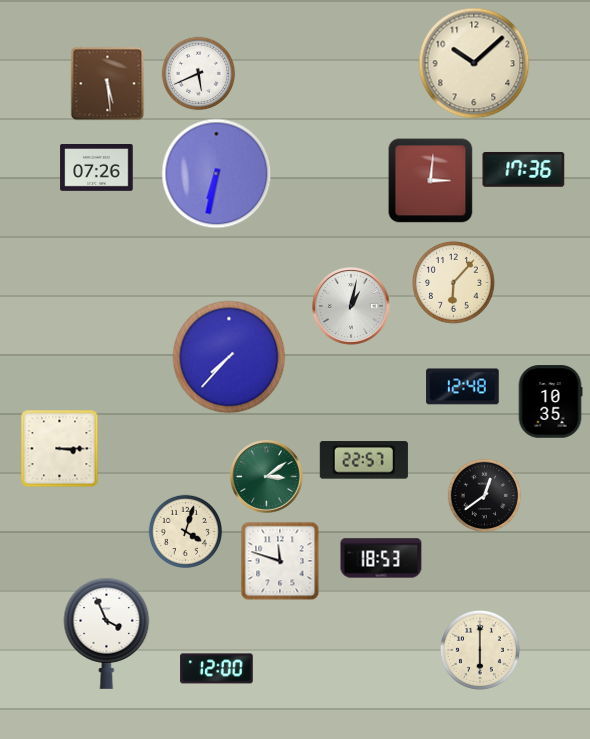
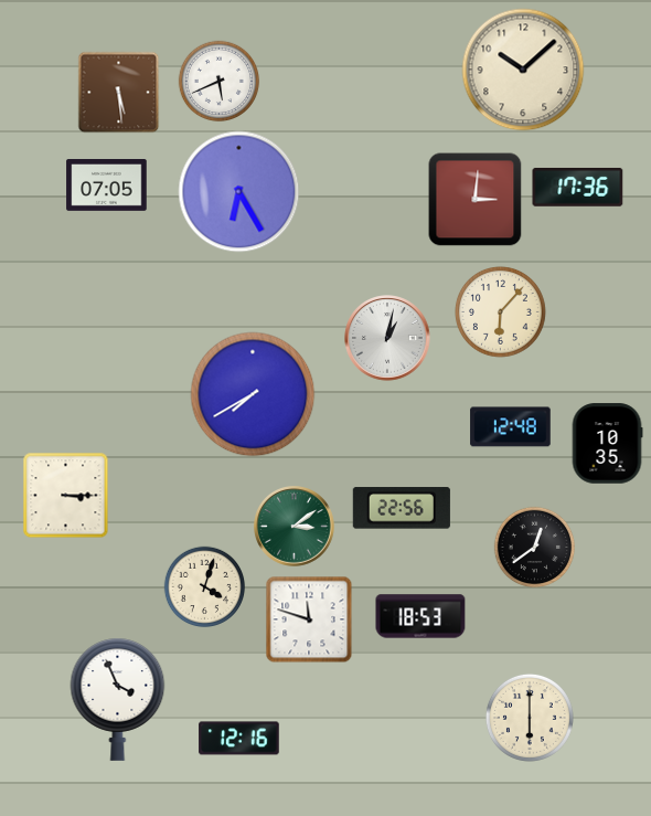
clock at (97, 168): 07:26 -> 07:05
clock at (217, 174): 6:32 -> 6:25
clock at (229, 357): 7:37 -> 7:40
clock at (364, 460): 22:57 -> 22:56
clock at (217, 669): 12:00 -> 12:16
